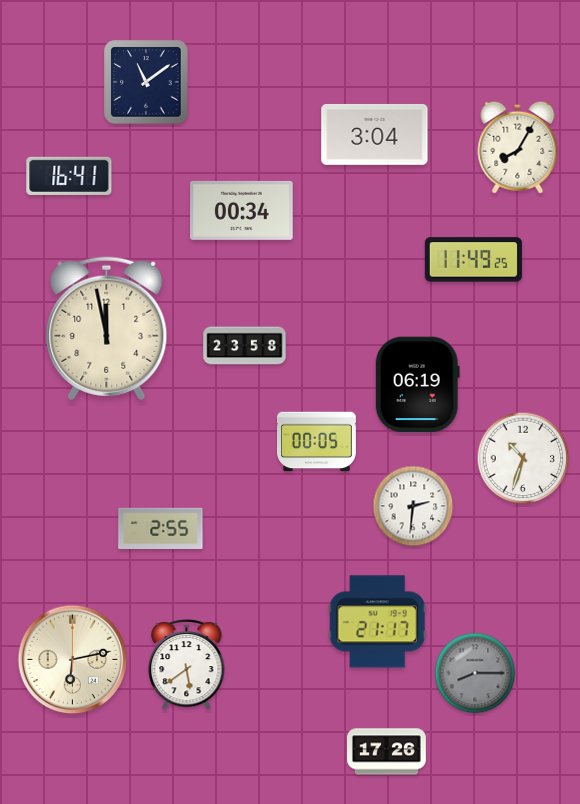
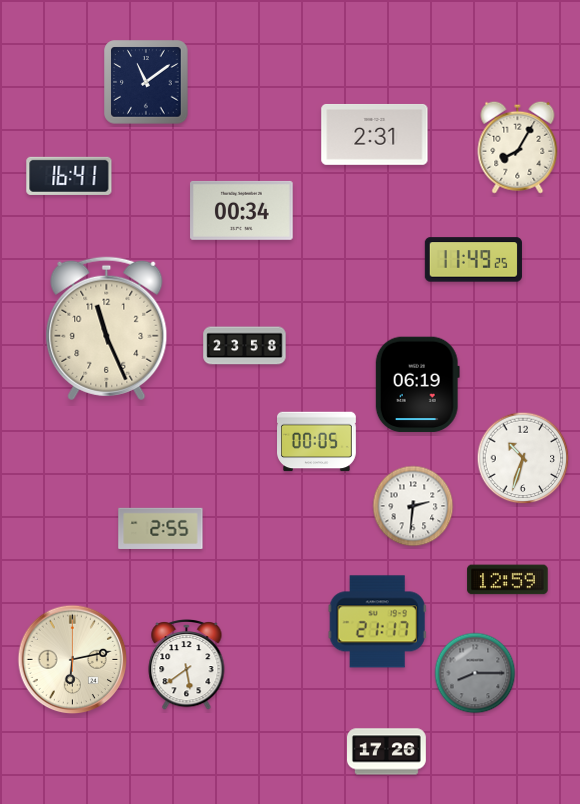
clock at (375, 134): 3:04 -> 2:31
clock at (107, 329): 11:58 -> 11:26
clock at (508, 580): none -> 12:59
